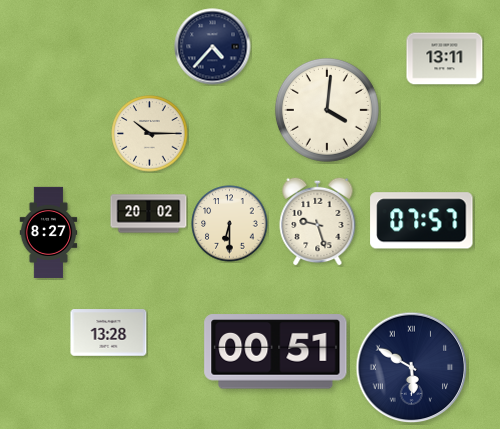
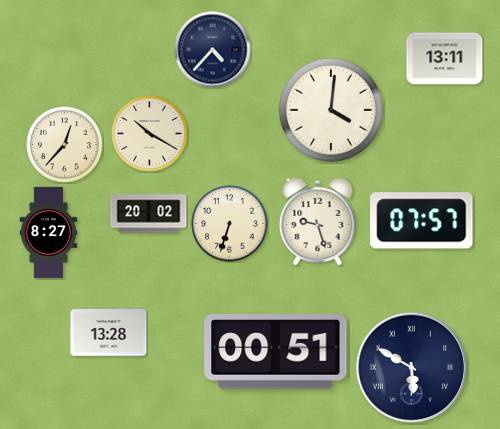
clock at (213, 47) position: (213, 47) -> (213, 50)
clock at (327, 110) position: (327, 110) -> (331, 110)
clock at (150, 134): 10:15 -> 10:20
clock at (65, 145): none -> 12:37
clock at (230, 224): 6:30 -> 6:33
